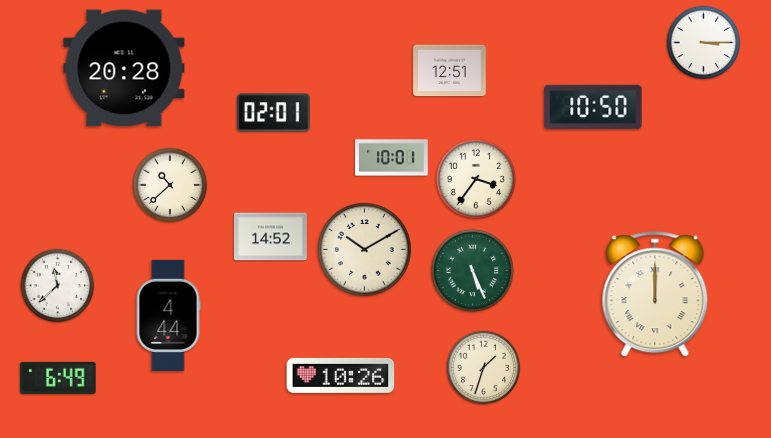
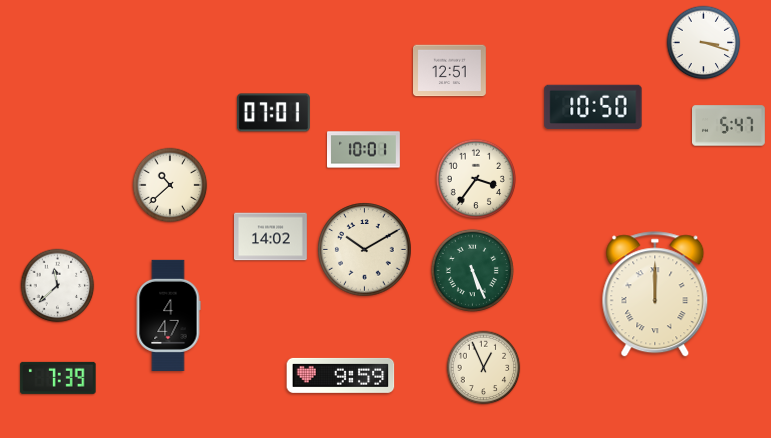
clock at (704, 43): 3:15 -> 3:18
clock at (124, 68): 20:28 -> none
clock at (273, 113): 02:01 -> 07:01
clock at (729, 126): none -> 5:47
clock at (392, 158) position: (392, 158) -> (364, 150)
clock at (271, 237): 14:52 -> 14:02
clock at (168, 315): 4:44 -> 4:47
clock at (484, 368): 1:33 -> 12:56
clock at (341, 375): 10:26 -> 9:59
clock at (58, 378): 6:49 -> 7:39
